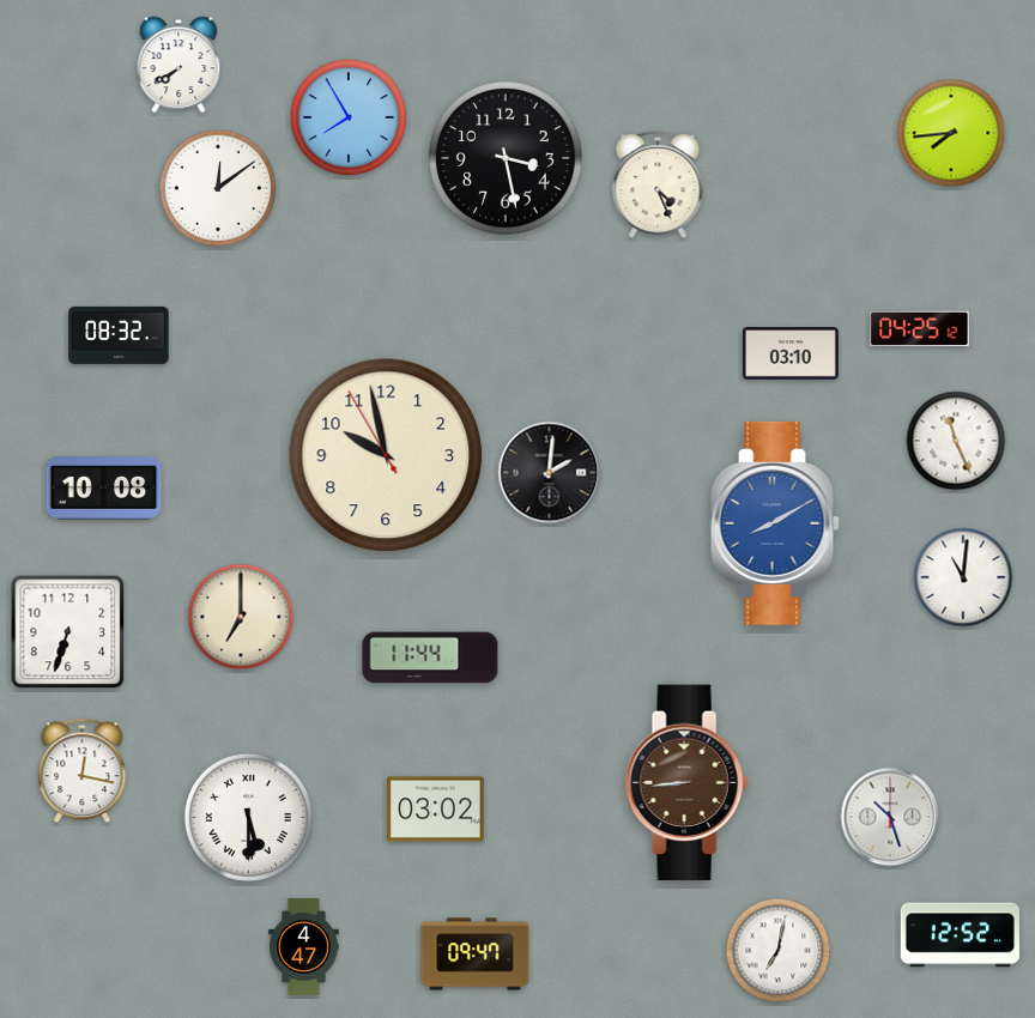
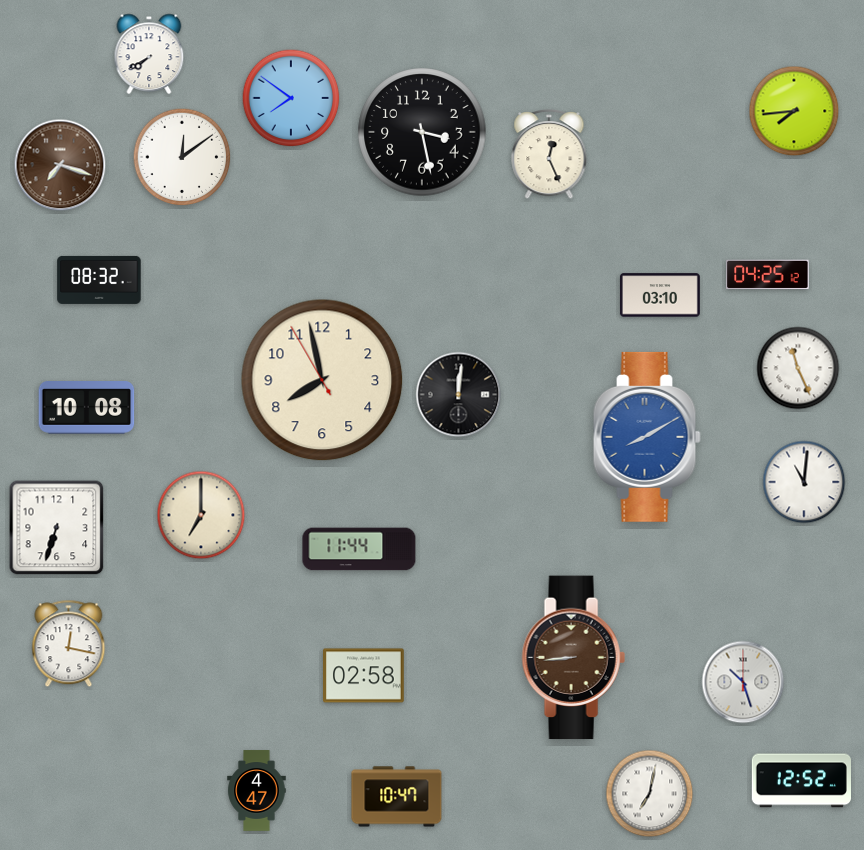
clock at (349, 117): 7:55 -> 7:51
clock at (658, 186): 4:26 -> 12:26
clock at (60, 165): none -> 7:18
clock at (386, 455): 9:57 -> 7:57
clock at (550, 473): 2:01 -> 12:01
clock at (686, 783) position: (686, 783) -> (573, 658)
clock at (436, 810): 03:02 -> 02:58
clock at (248, 817): 5:30 -> none
clock at (304, 947) position: (304, 947) -> (257, 791)
clock at (476, 955): 09:47 -> 10:47
